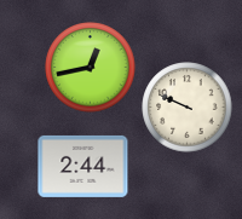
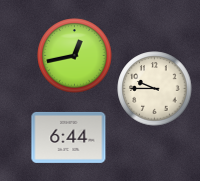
clock at (188, 108): 9:49 -> 9:45
clock at (83, 166): 2:44 -> 6:44
